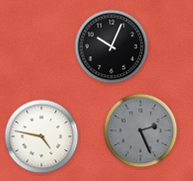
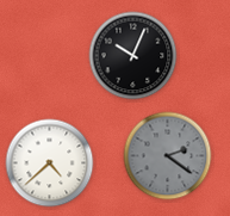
clock at (141, 131): 2:26 -> 2:21
clock at (42, 137): 4:47 -> 4:38
